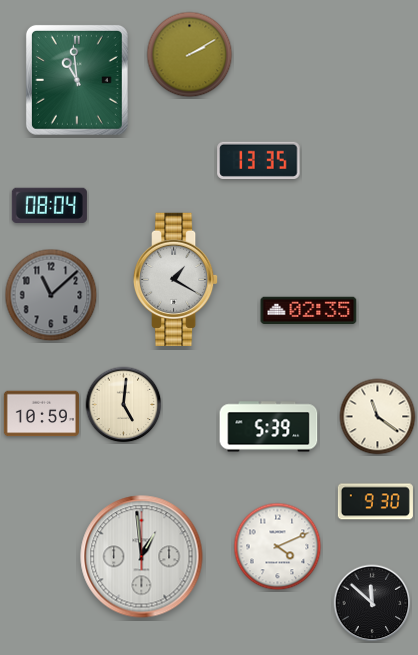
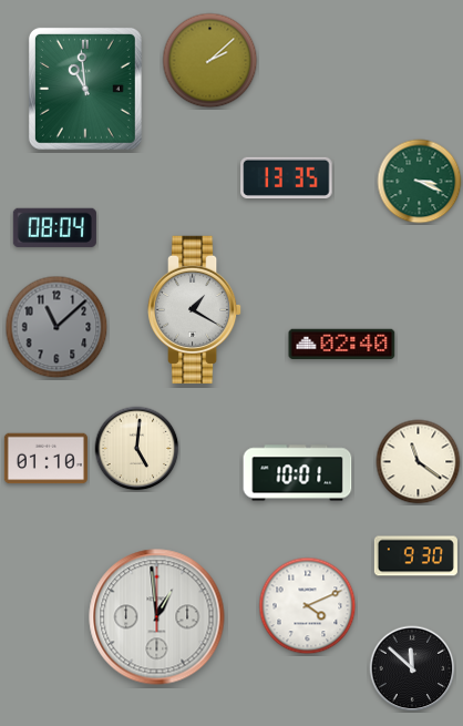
clock at (190, 55): 2:10 -> 2:08
clock at (420, 182): none -> 3:19
clock at (309, 311): 02:35 -> 02:40
clock at (41, 414): 10:59 -> 01:10
clock at (269, 427): 5:39 -> 10:01
